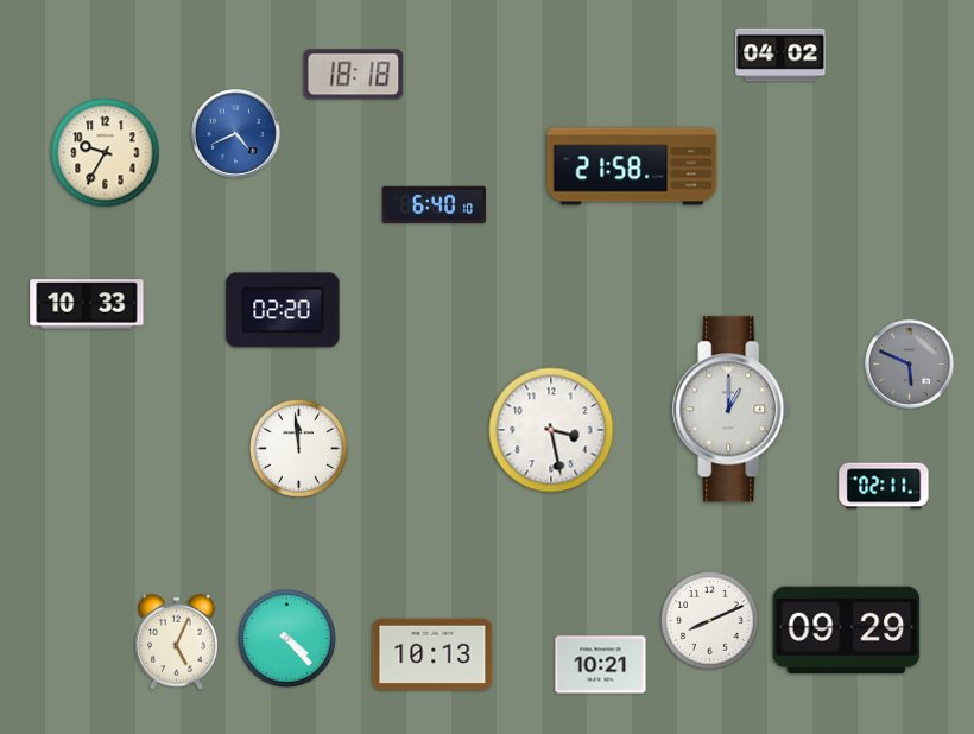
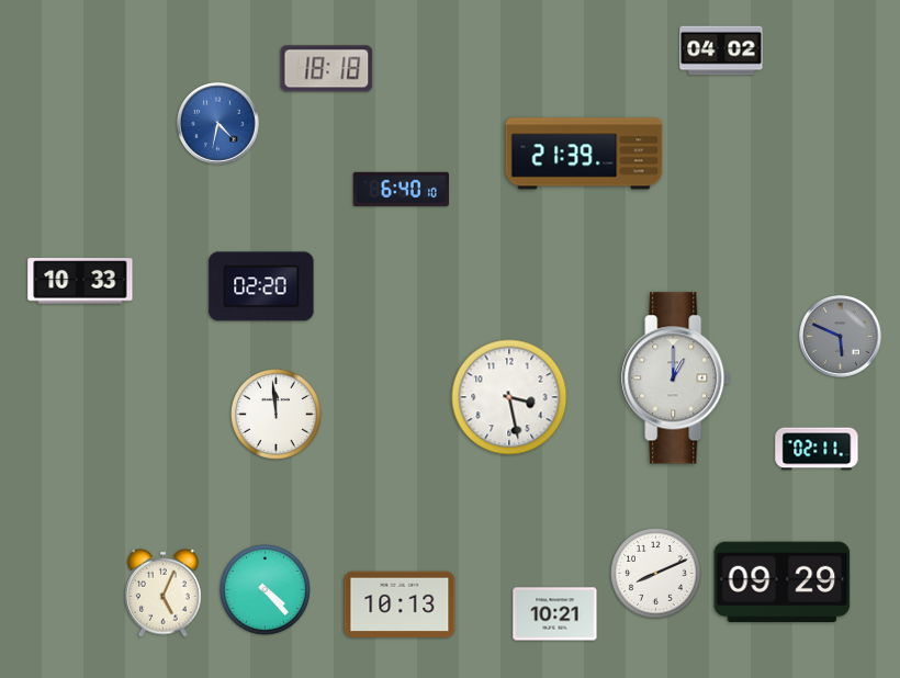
clock at (236, 134): 4:41 -> 4:32
clock at (106, 153): 9:35 -> none
clock at (632, 166): 21:58 -> 21:39
